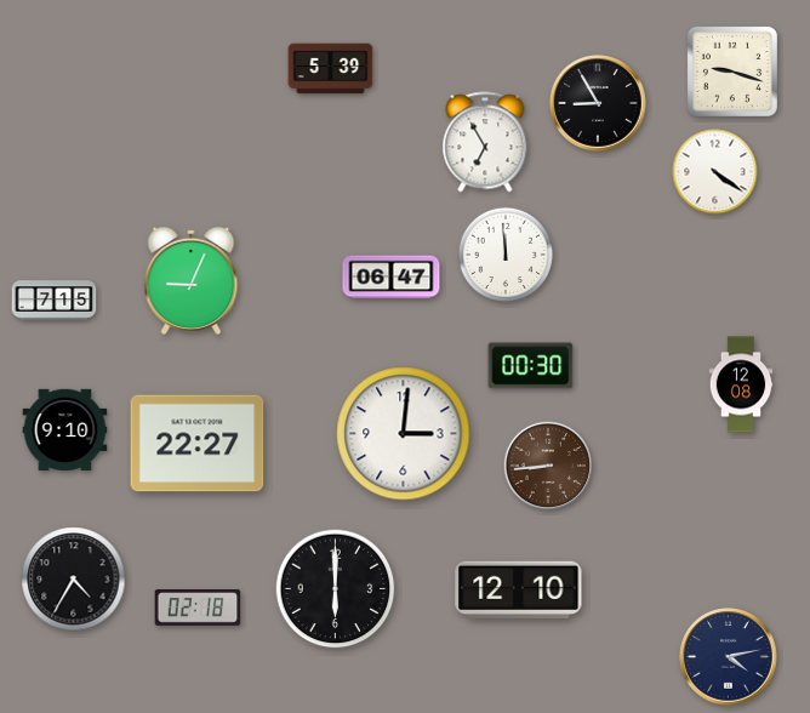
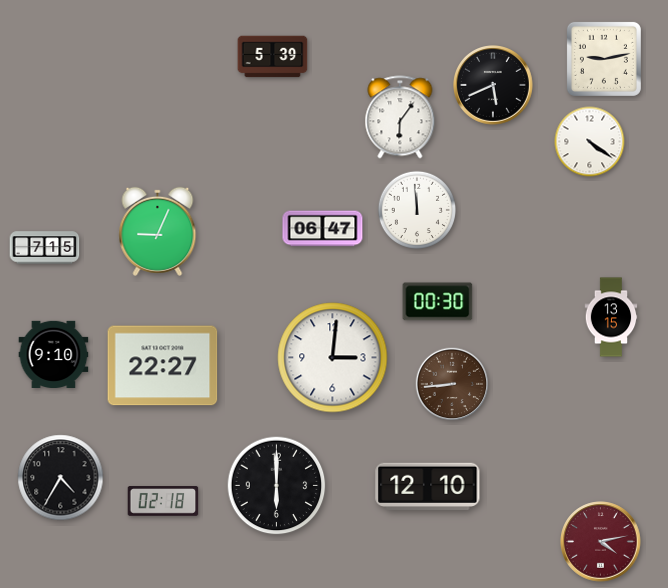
clock at (732, 72): 9:18 -> 9:13
clock at (599, 104): 8:55 -> 5:41
clock at (485, 142): 6:55 -> 6:06
clock at (741, 384): 12:08 -> 13:15
clock at (729, 657) dial: navy -> burgundy
